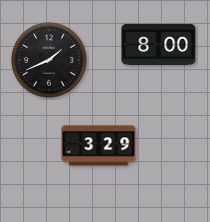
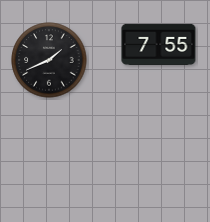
clock at (159, 44): 8:00 -> 7:55
clock at (99, 146): 3:29 -> none
